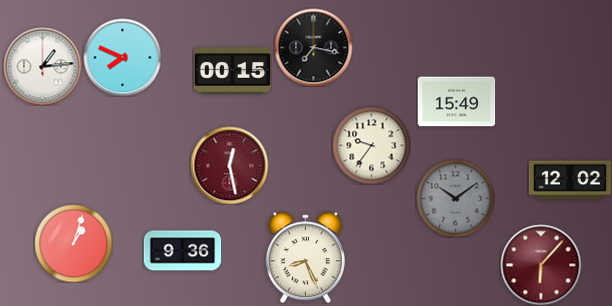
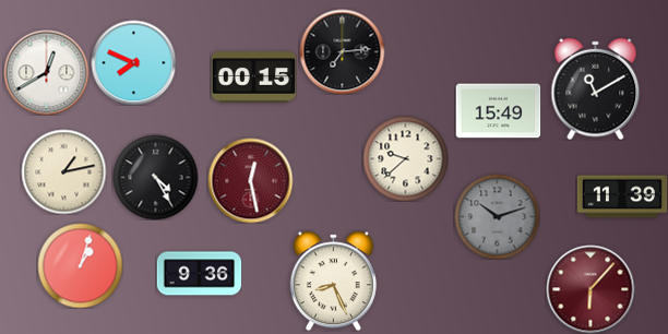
clock at (313, 47): 7:17 -> 7:14
clock at (42, 66): 1:14 -> 12:40
clock at (596, 88): none -> 11:10
clock at (371, 145): 9:36 -> 9:38
clock at (63, 171): none -> 1:13
clock at (155, 177): none -> 4:25
clock at (570, 180): 12:02 -> 11:39
clock at (455, 198): 10:09 -> 10:12
